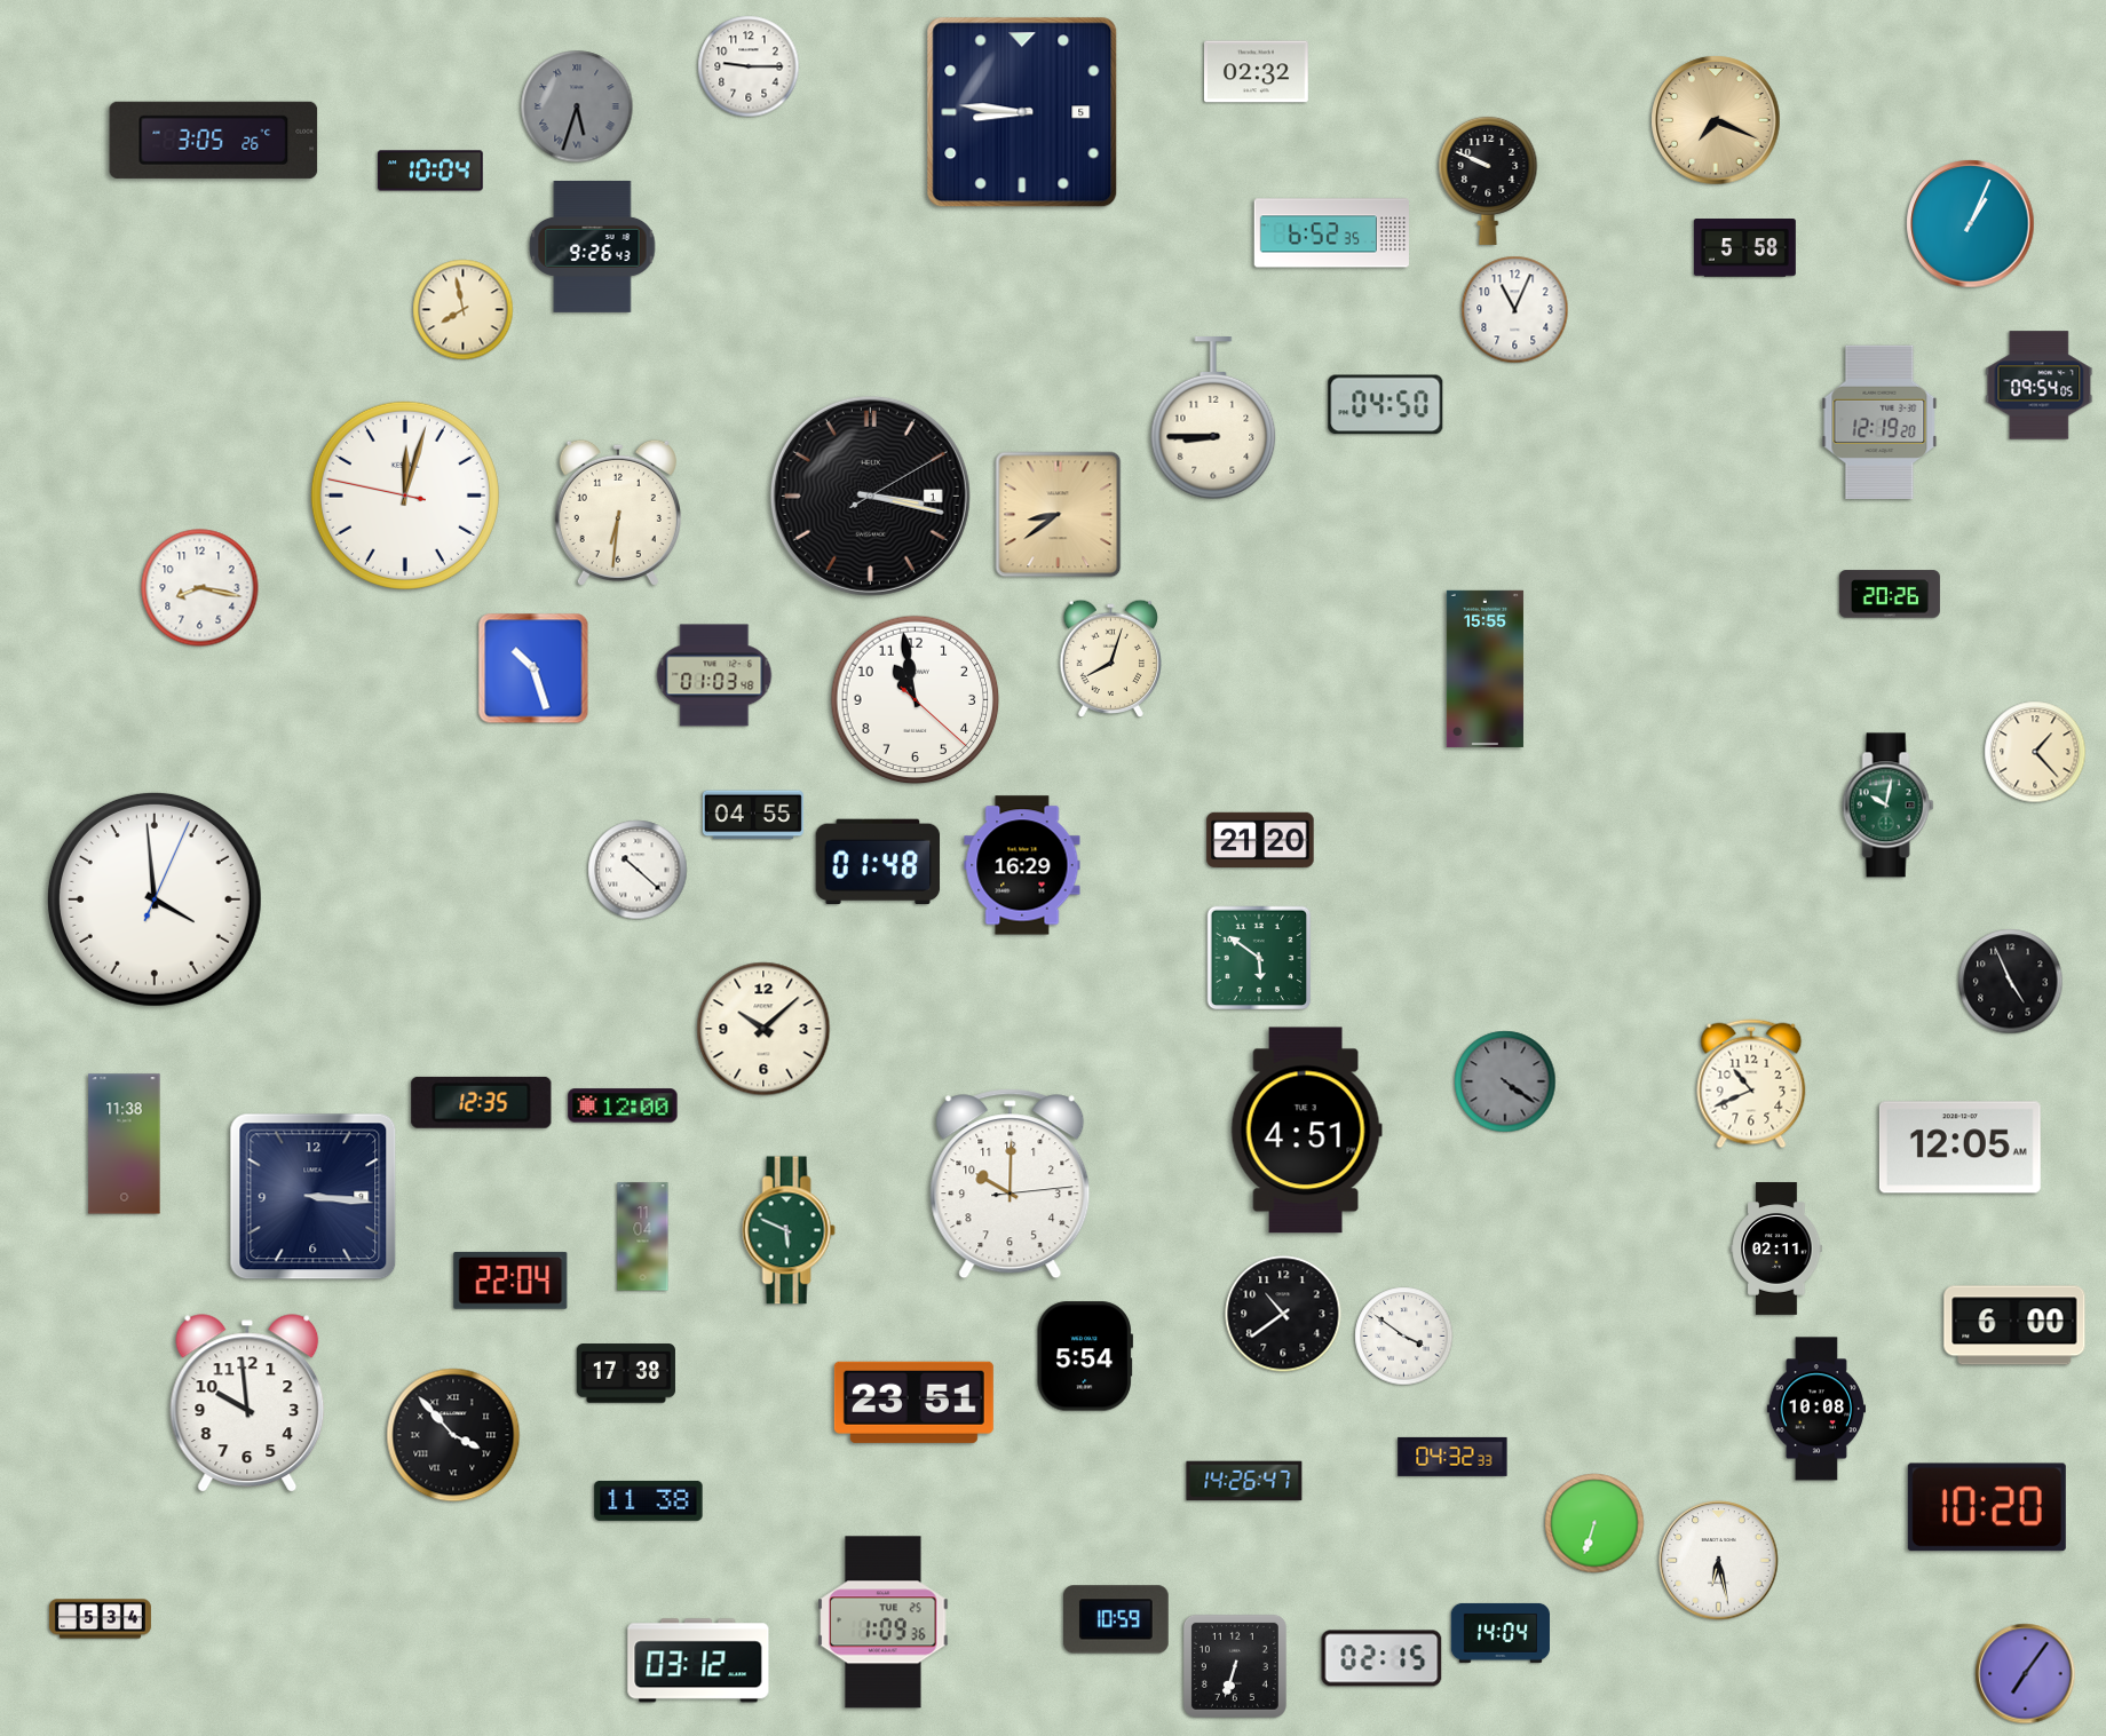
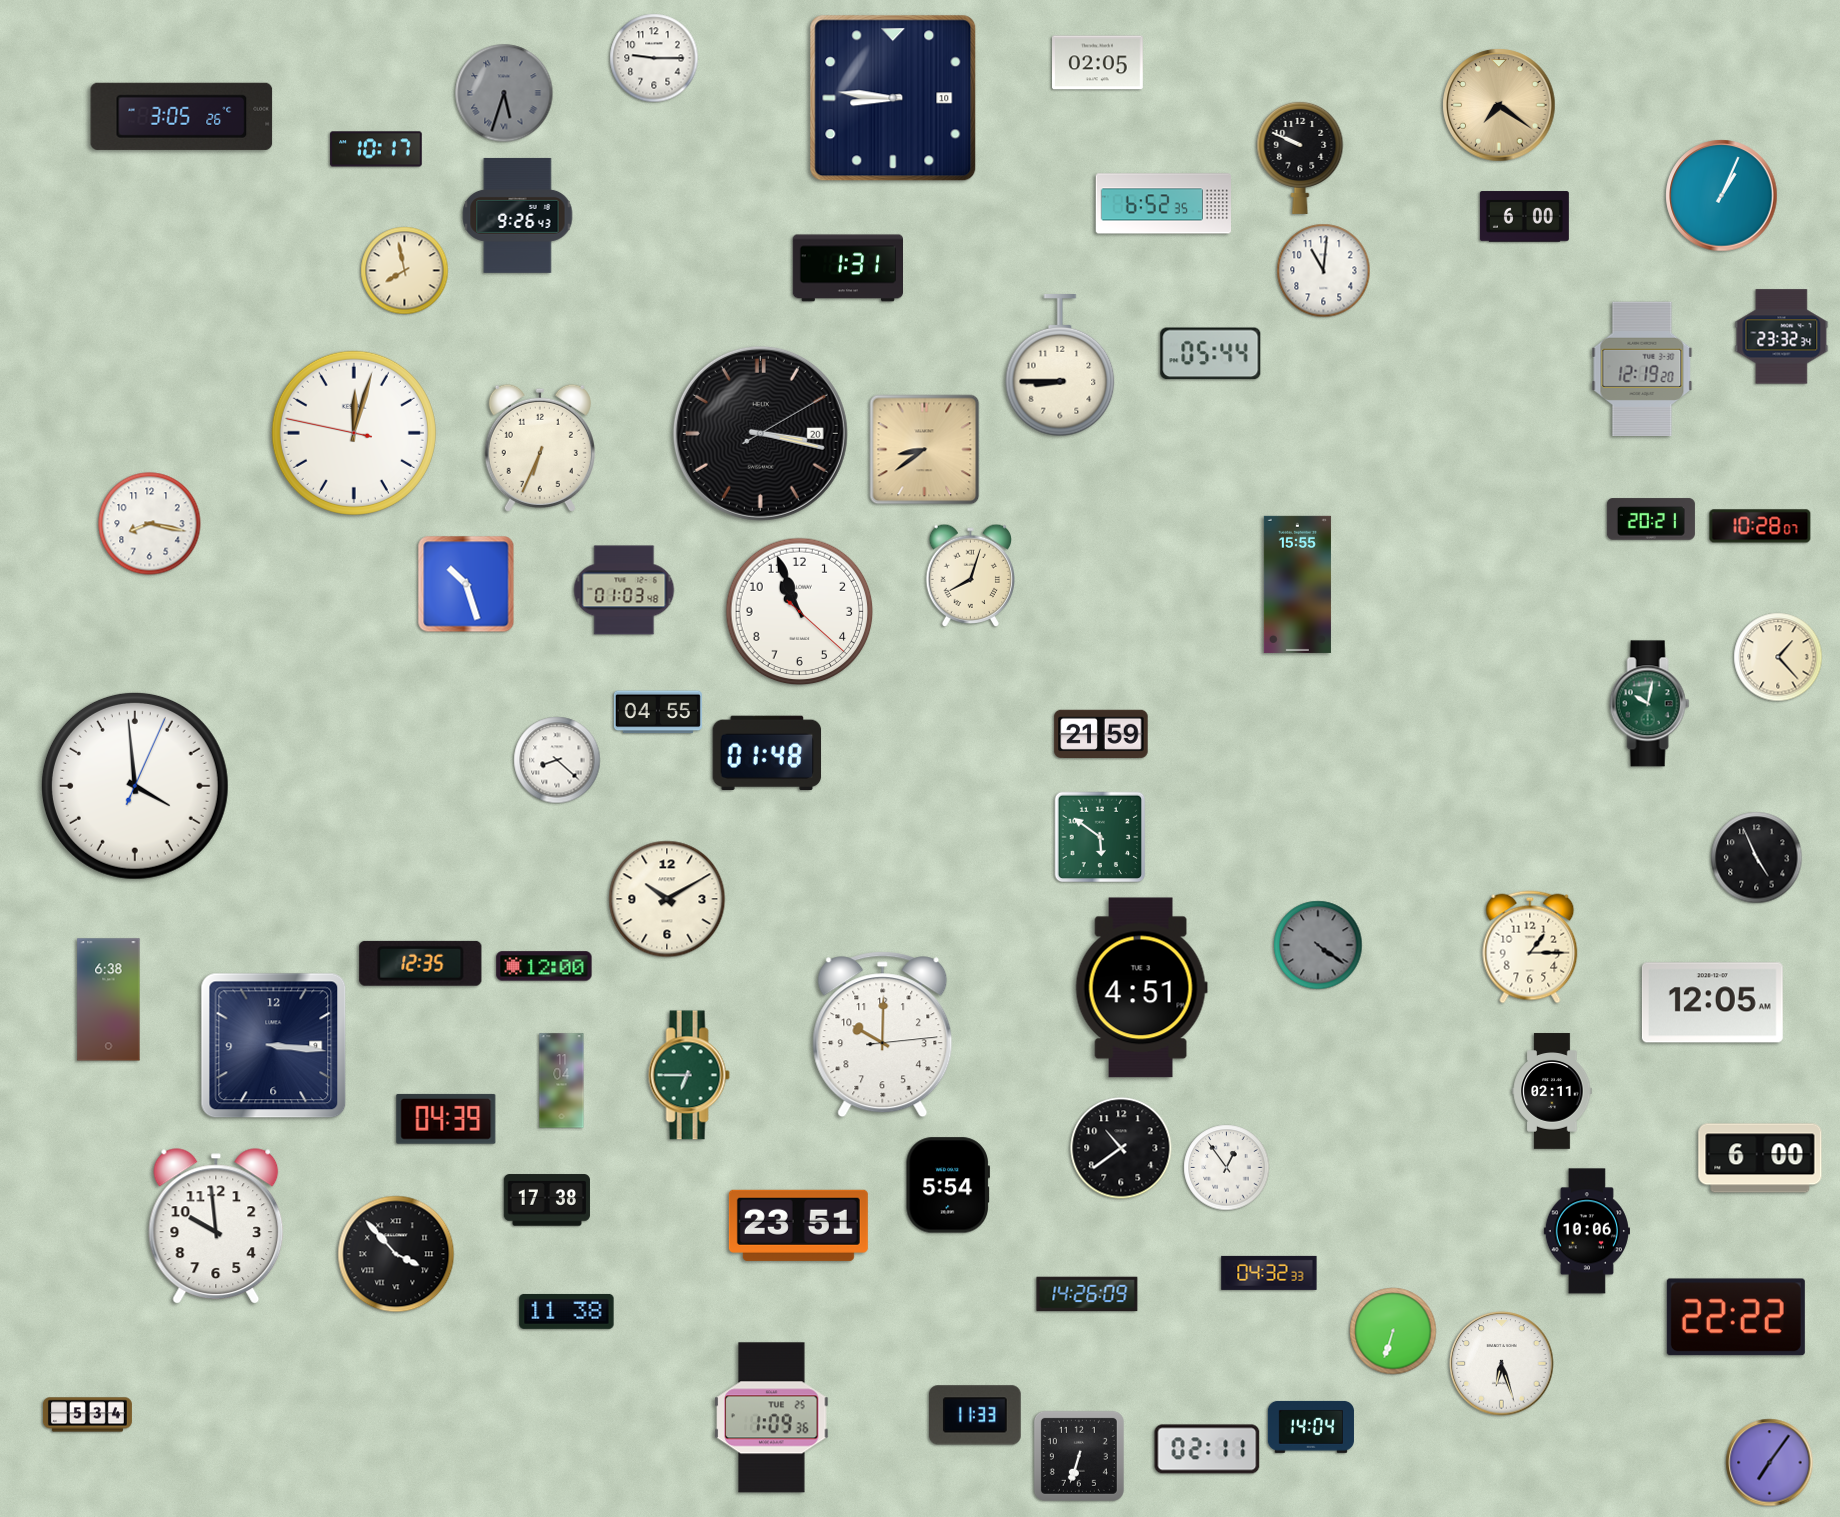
clock at (1257, 72): 02:32 -> 02:05
clock at (1022, 112) date: 5 -> 10
clock at (1716, 120): 7:19 -> 7:21
clock at (214, 140) position: (214, 140) -> (182, 116)
clock at (430, 171): 10:04 -> 10:17
clock at (1744, 248): 5:58 -> 6:00
clock at (847, 268): none -> 1:31
clock at (1515, 310): 11:04 -> 11:01
clock at (2040, 386): 09:54 -> 23:32
clock at (1386, 405): 04:50 -> 05:44
clock at (870, 496) date: 1 -> 20
clock at (618, 513): 6:31 -> 6:34
clock at (200, 588) position: (200, 588) -> (150, 524)
clock at (1890, 594): 20:26 -> 20:21
clock at (1760, 526): none -> 10:28
clock at (916, 700): 10:58 -> 10:56
clock at (1260, 840): 21:20 -> 21:59
clock at (1022, 865): 16:29 -> none
clock at (638, 870): 10:22 -> 8:22
clock at (763, 1029): 10:08 -> 10:10
clock at (1505, 1081) position: (1505, 1081) -> (1318, 945)
clock at (1751, 1084): 10:41 -> 1:15
clock at (125, 1144): 11:38 -> 6:38
clock at (789, 1230): 5:49 -> 6:45
clock at (510, 1281): 22:04 -> 04:39
clock at (1404, 1337): 3:51 -> 12:54
clock at (1815, 1409): 10:08 -> 10:06
clock at (1244, 1481): 14:26:47 -> 14:26:09
clock at (1987, 1507): 10:20 -> 22:22
clock at (1719, 1561): 6:28 -> 6:27
clock at (1116, 1619): 10:59 -> 11:33
clock at (1381, 1658): 02:15 -> 02:11
clock at (698, 1660): 03:12 -> none
